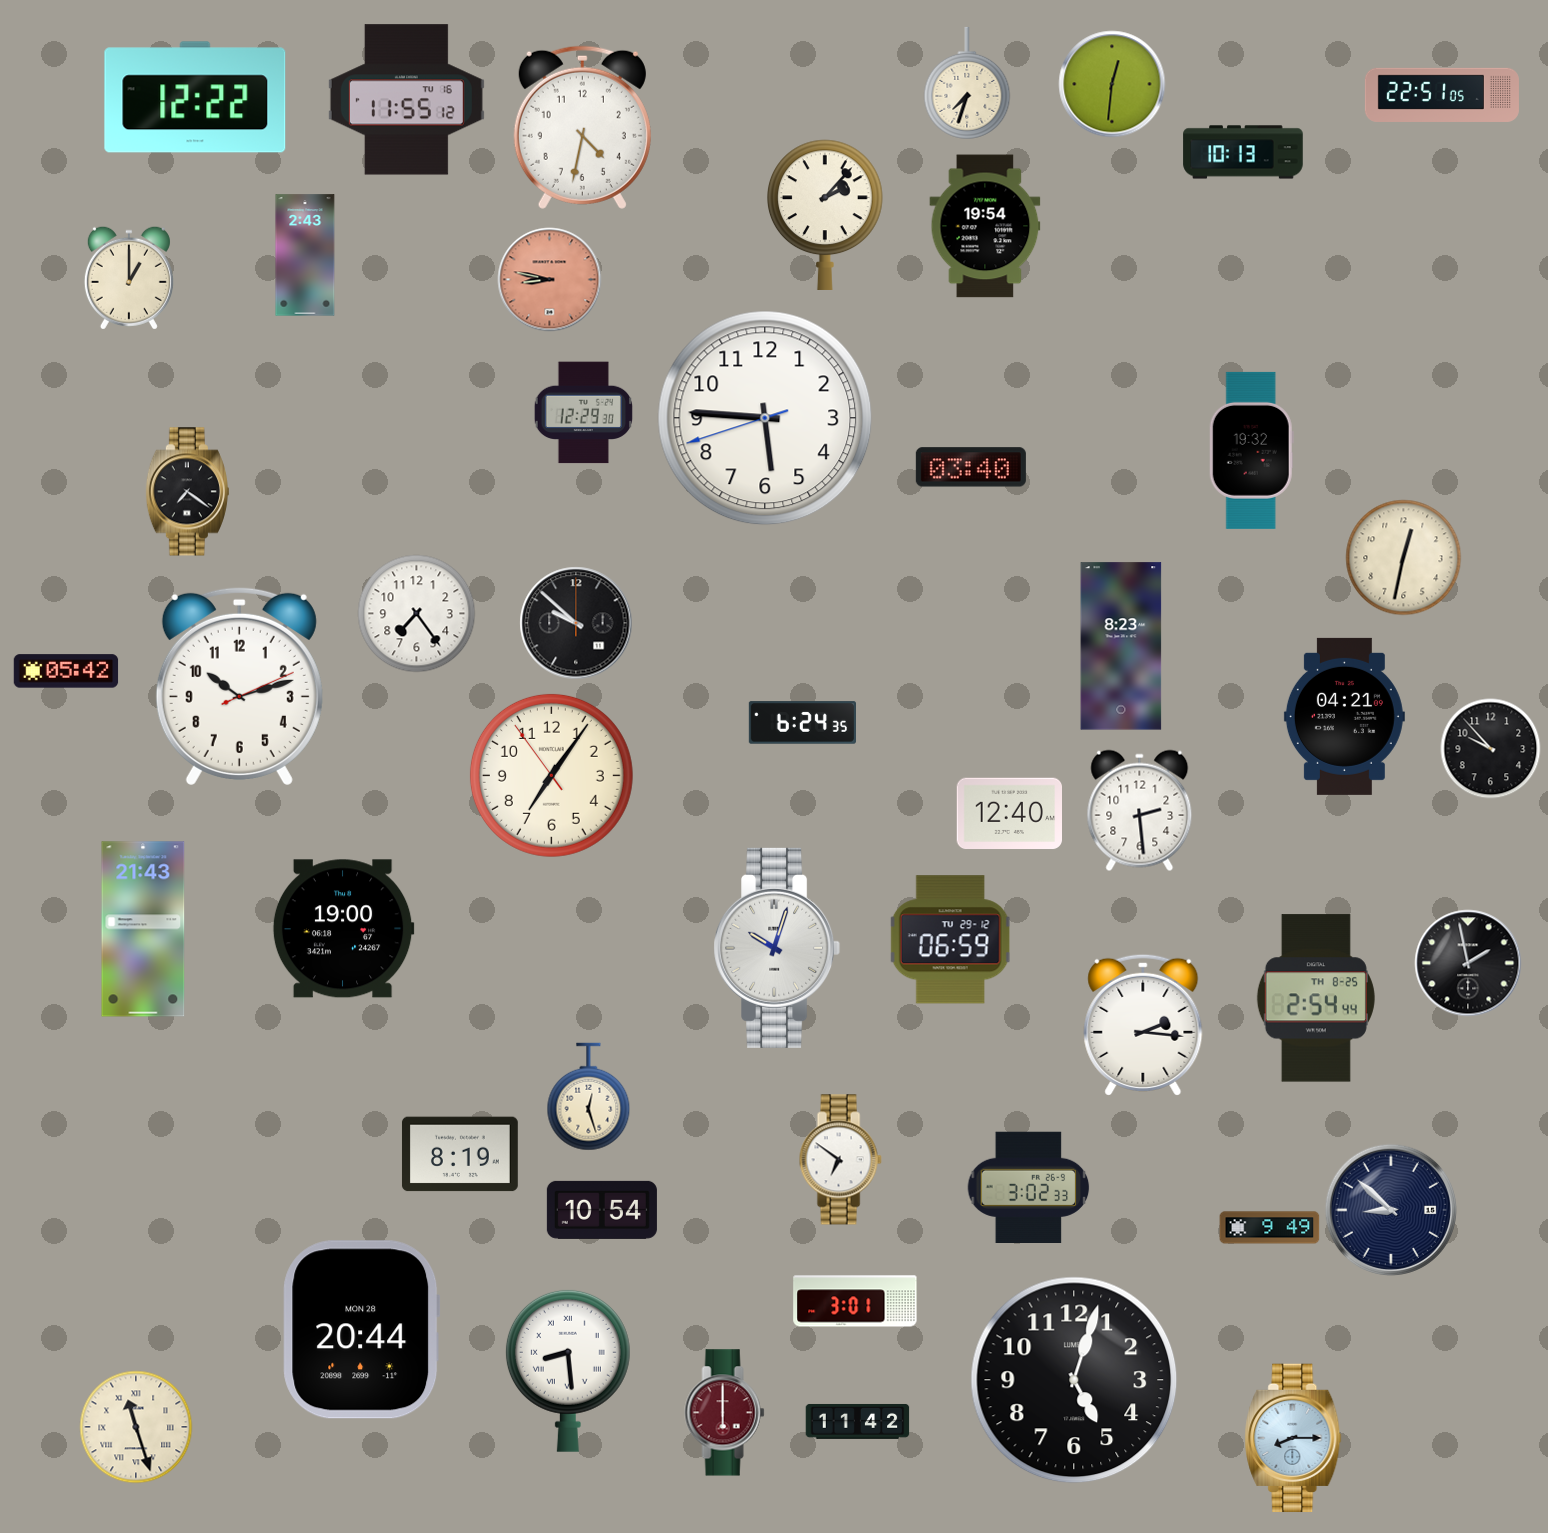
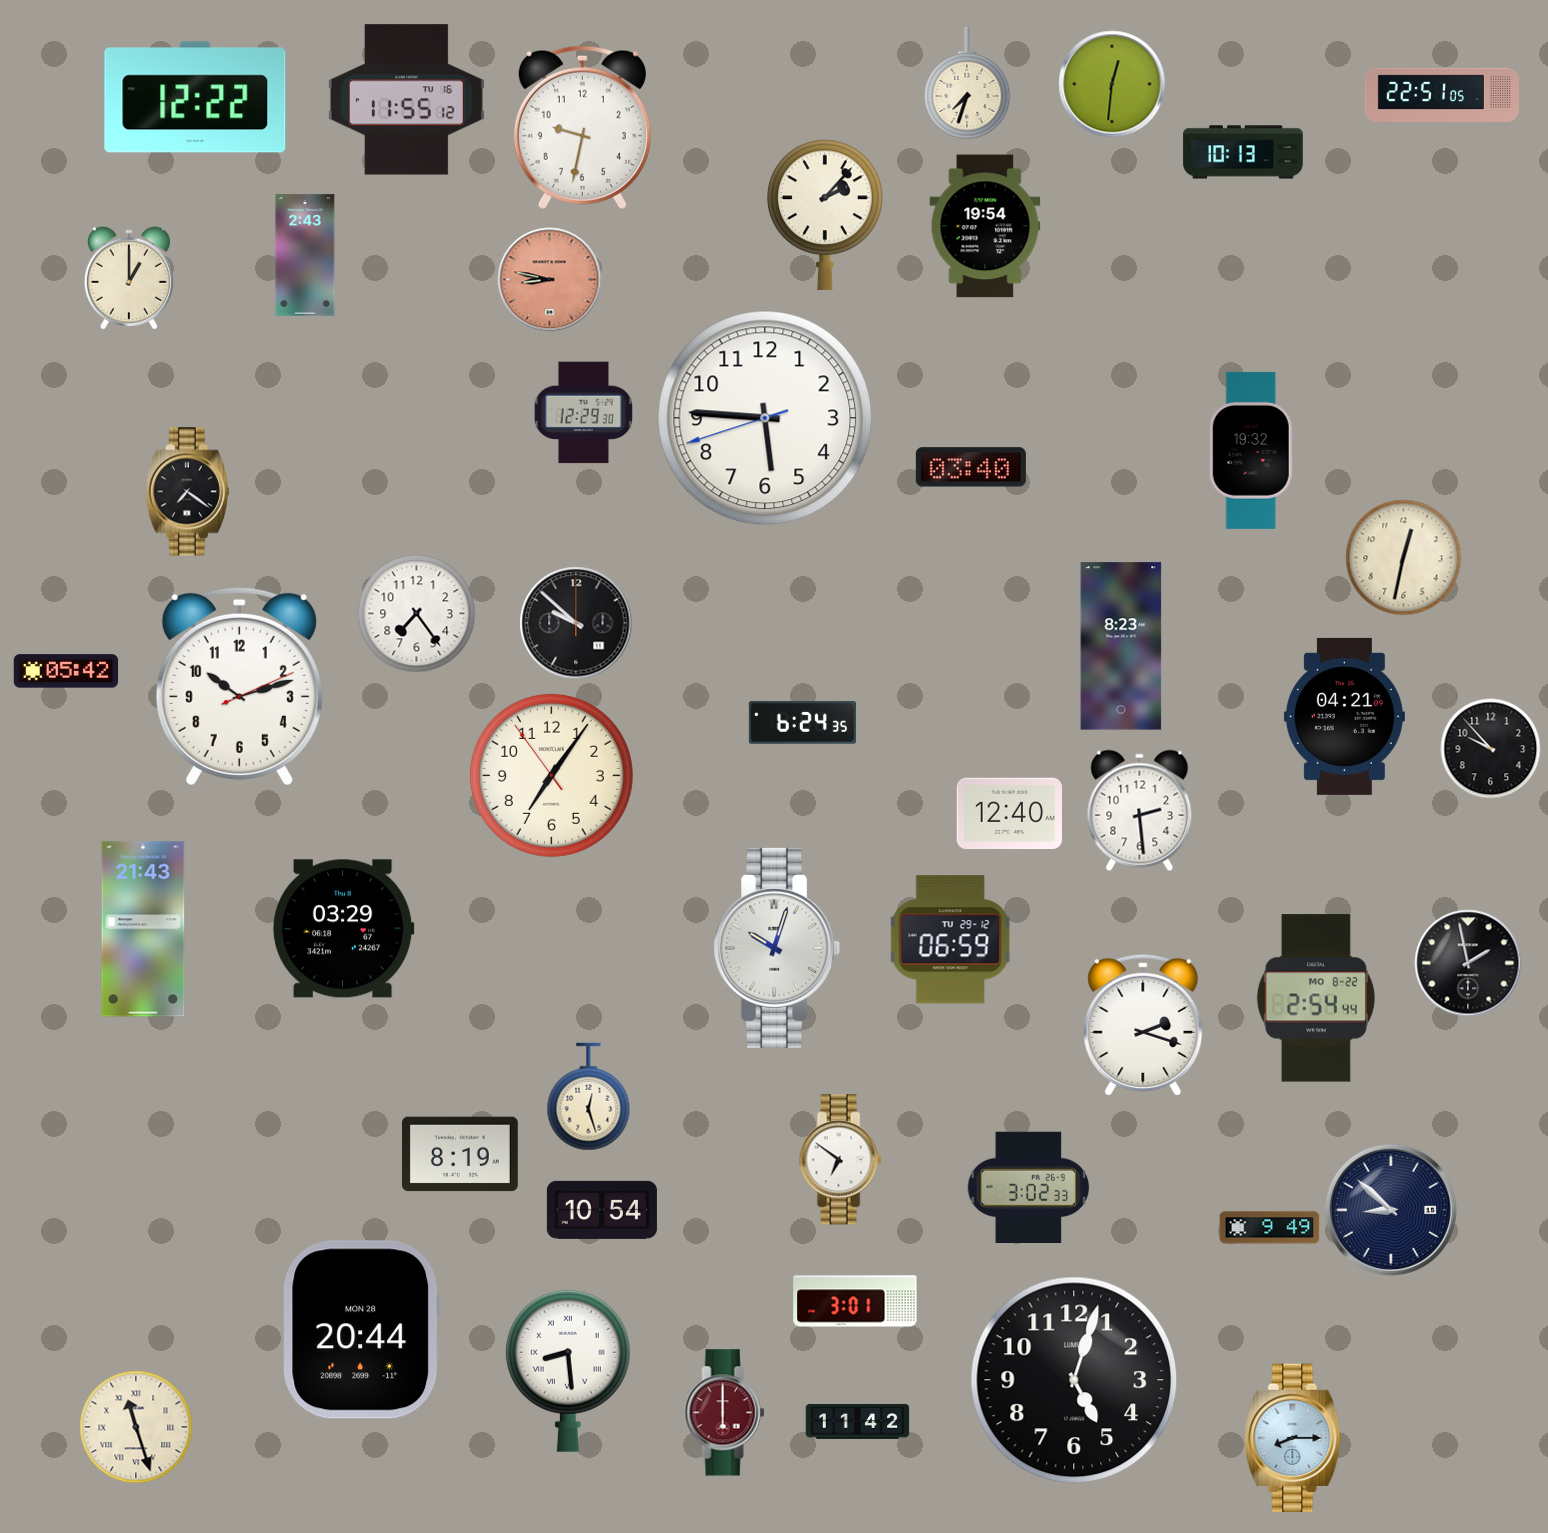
clock at (582, 127): 4:32 -> 9:32
clock at (343, 929): 19:00 -> 03:29
clock at (1316, 998) date: TH 8-25 -> MO 8-22
clock at (1143, 1025): 2:16 -> 2:18
